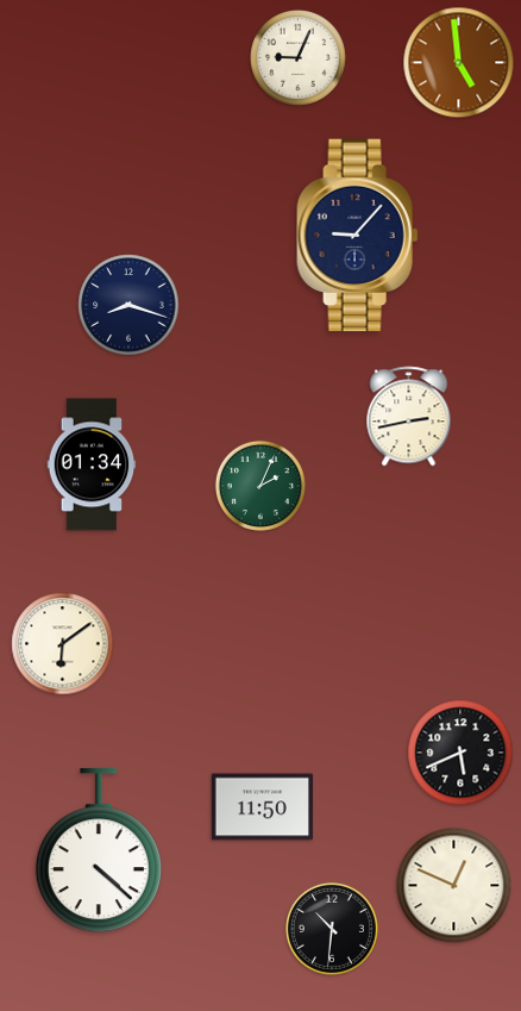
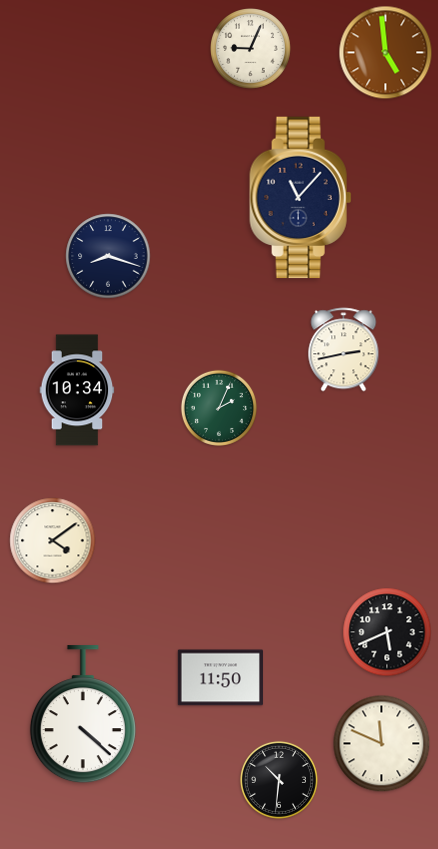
clock at (358, 236): 9:07 -> 11:07
clock at (92, 464): 01:34 -> 10:34
clock at (63, 644): 6:09 -> 4:09
clock at (454, 886): 12:49 -> 11:49
